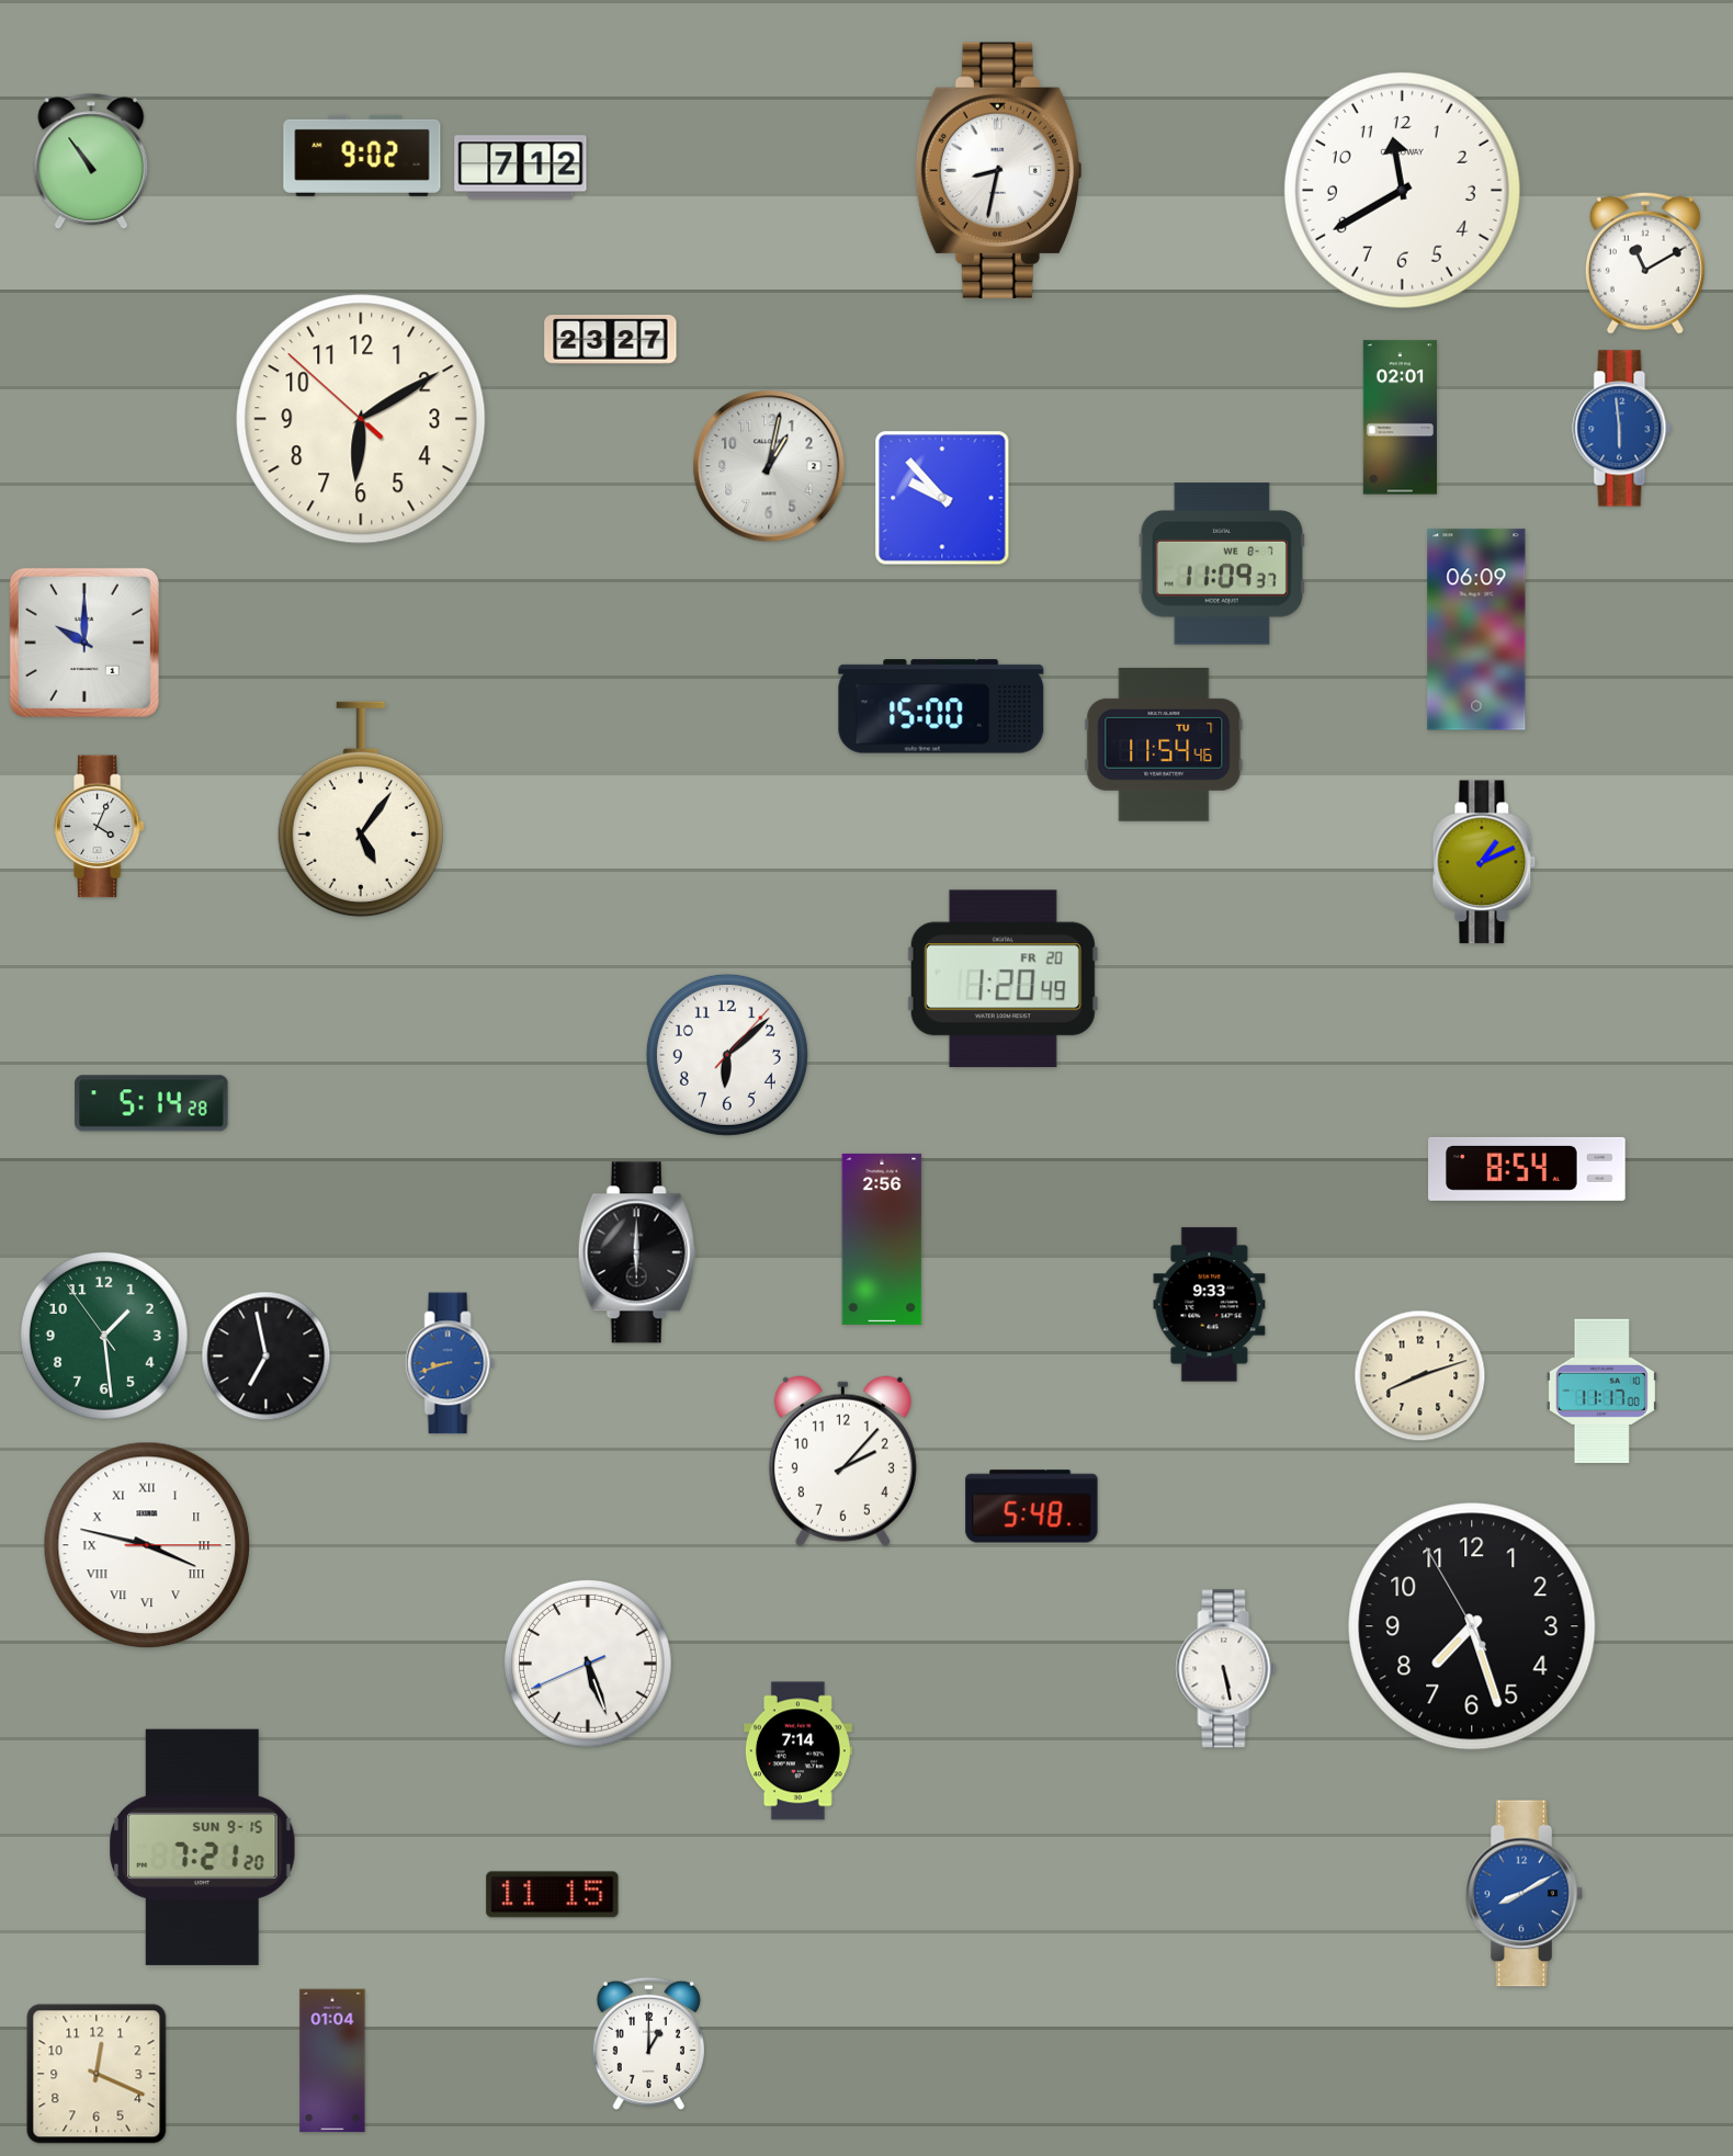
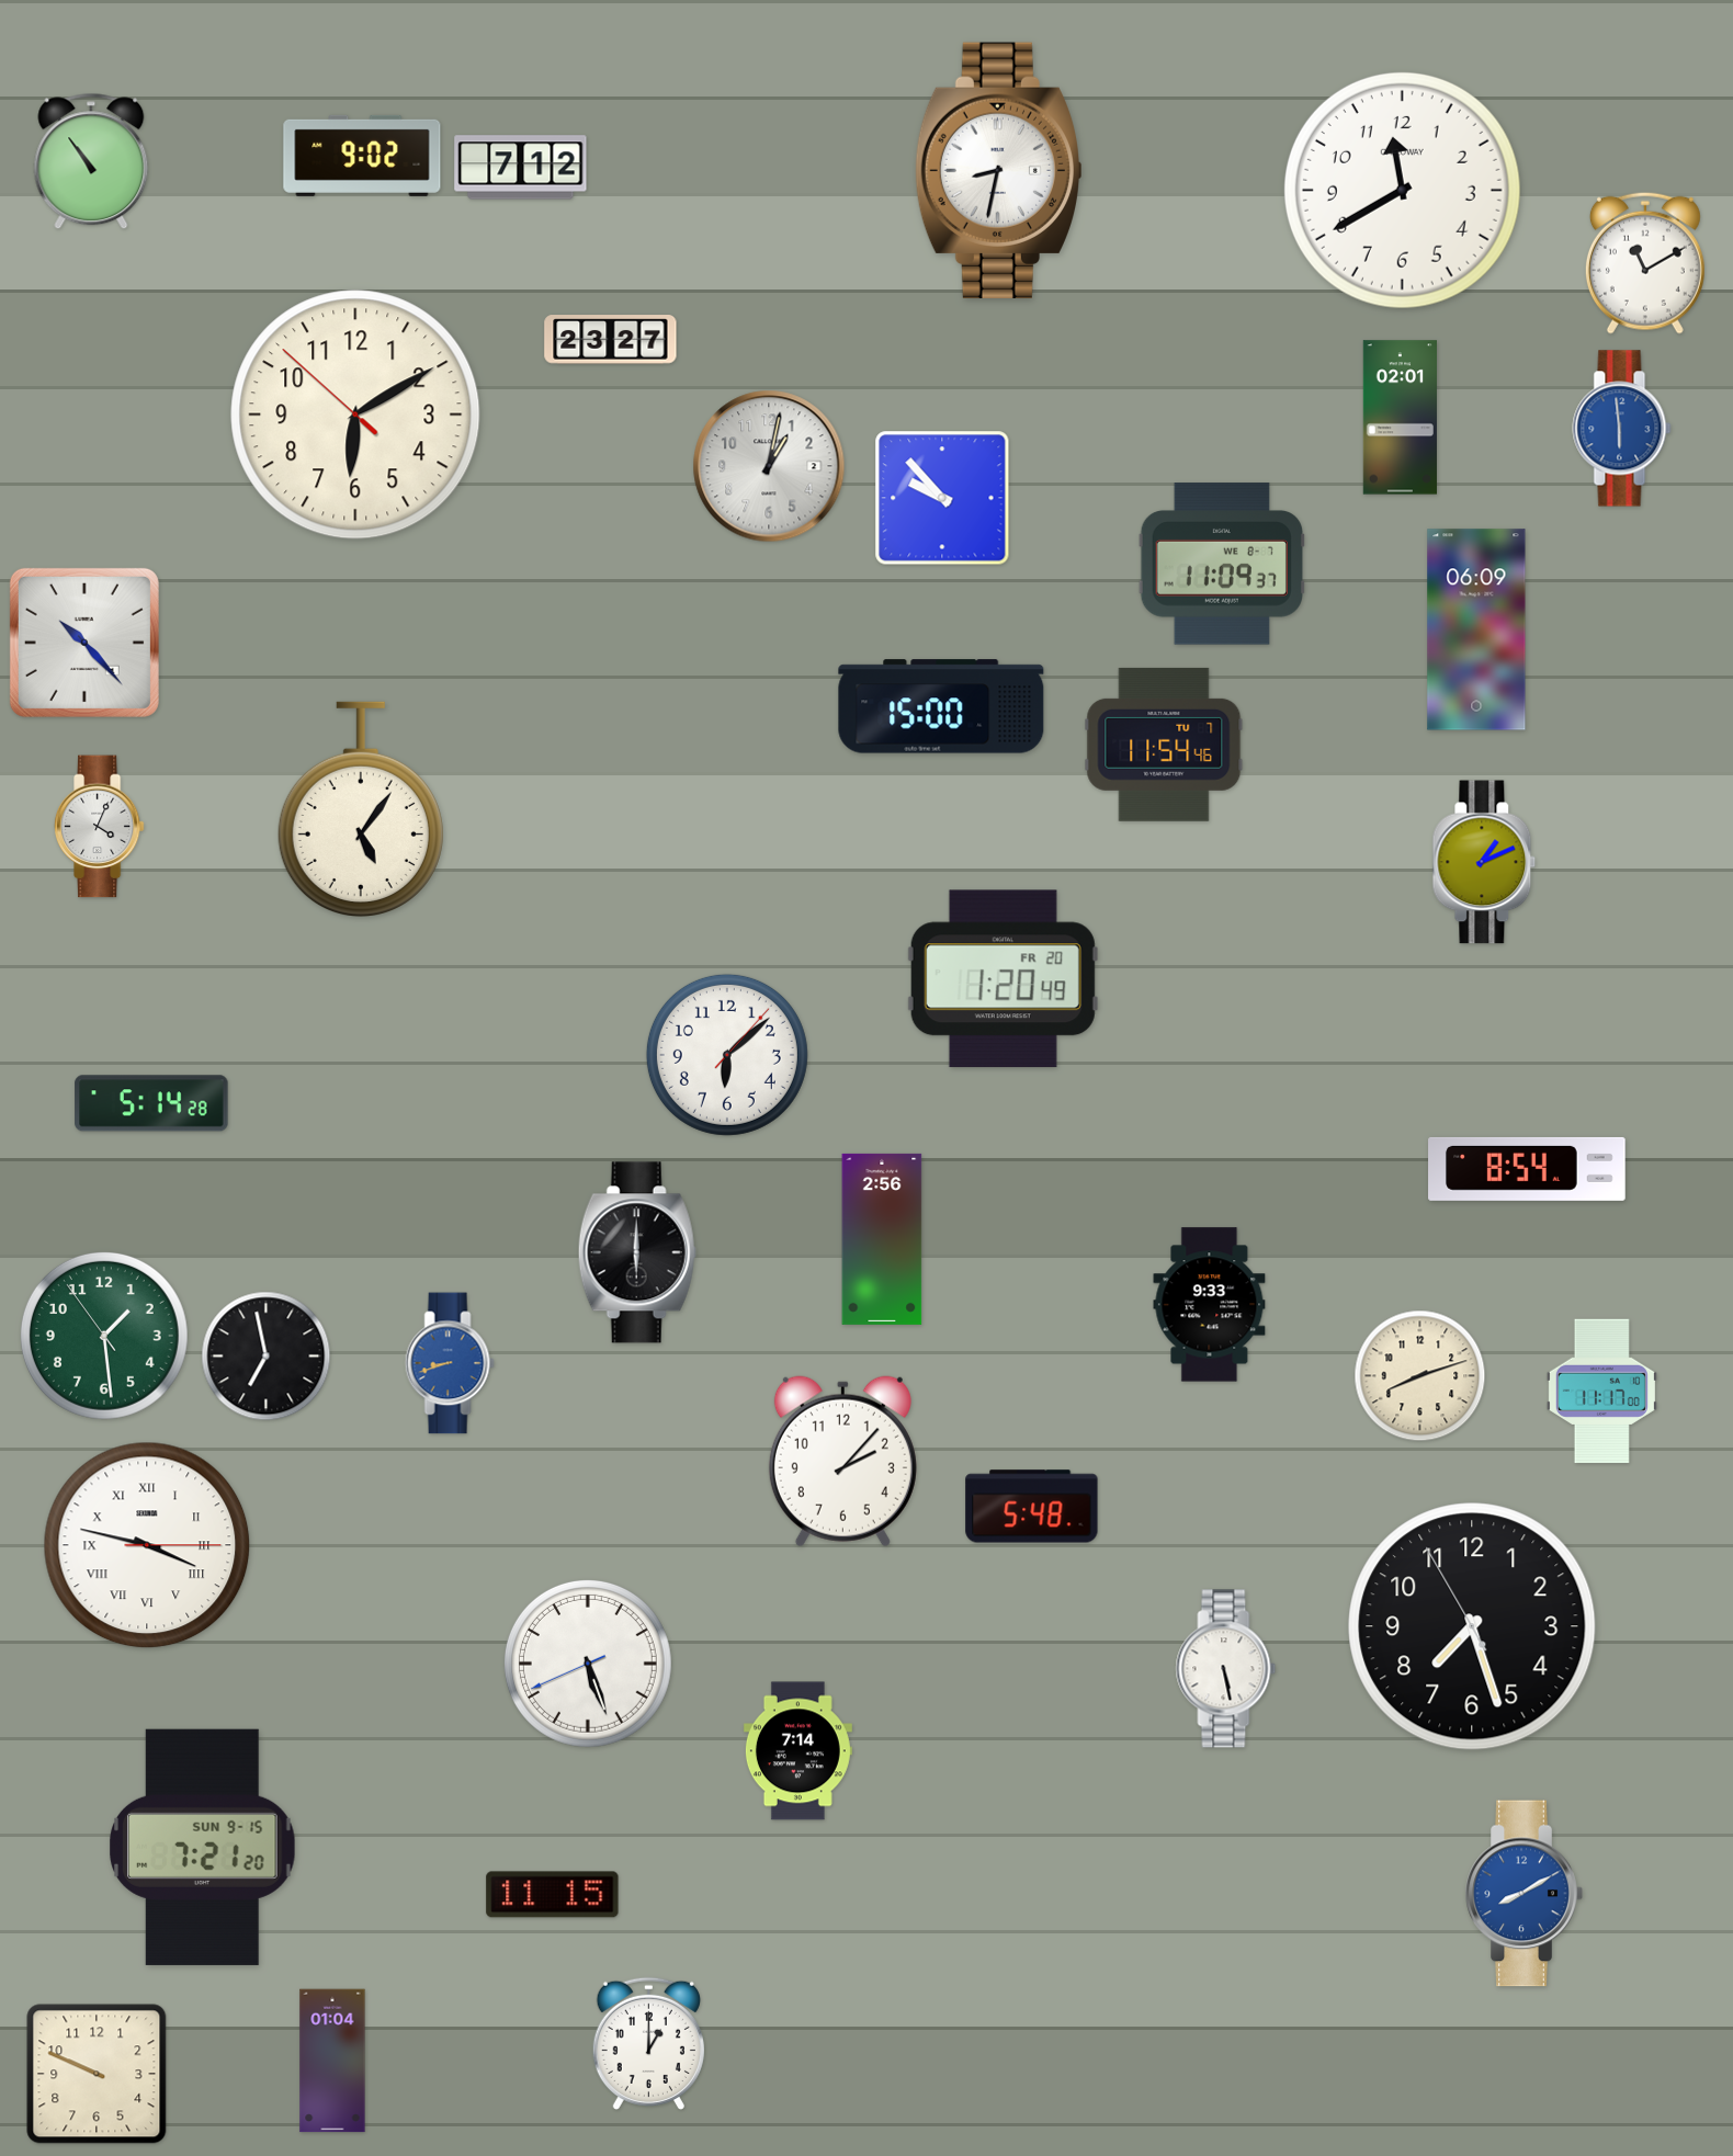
clock at (361, 419) position: (361, 419) -> (355, 415)
clock at (84, 643): 10:00 -> 10:23
clock at (97, 2074): 12:19 -> 9:49
